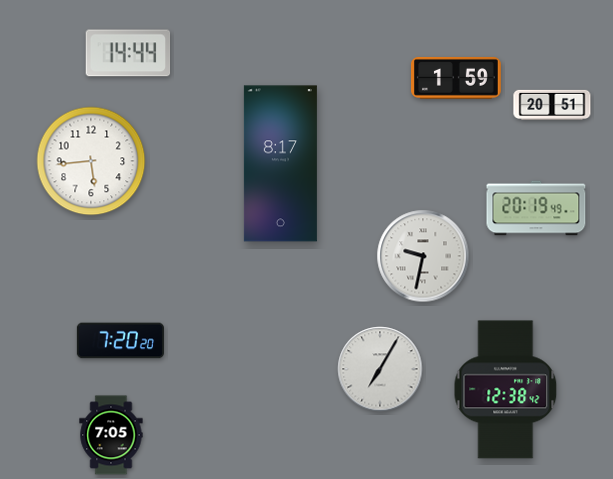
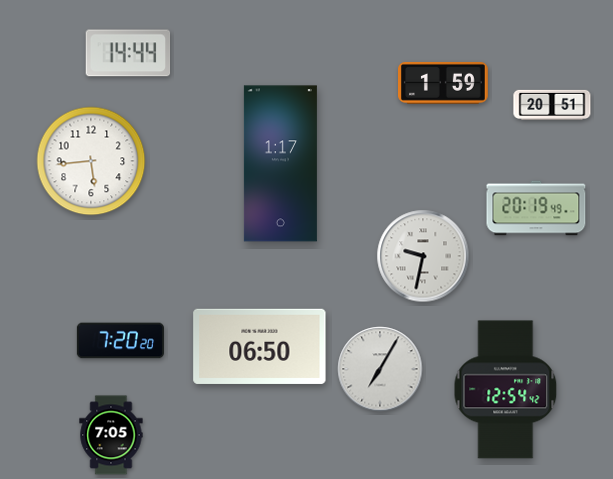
clock at (457, 78) position: (457, 78) -> (444, 83)
clock at (280, 164): 8:17 -> 1:17
clock at (260, 346): none -> 06:50
clock at (506, 390): 12:38 -> 12:54
